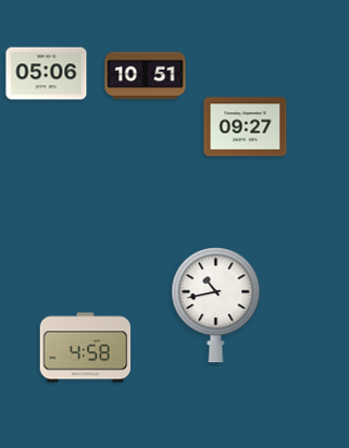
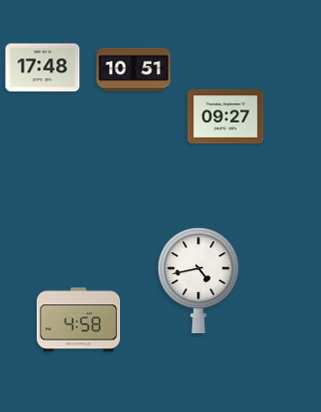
clock at (47, 74): 05:06 -> 17:48
clock at (216, 306): 10:43 -> 4:43
